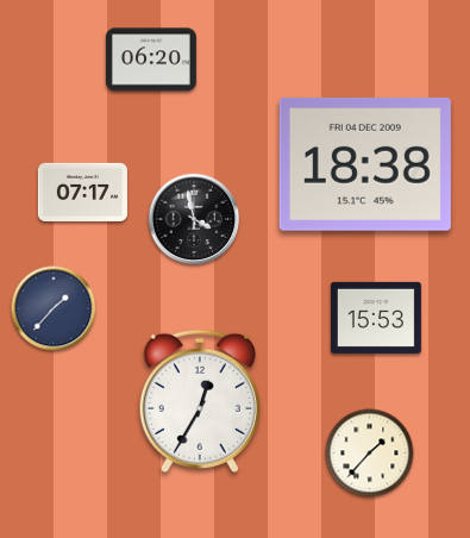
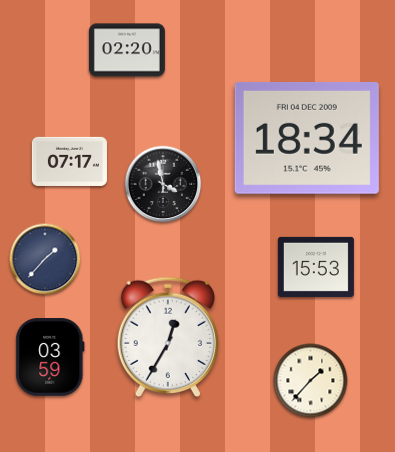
clock at (151, 60): 06:20 -> 02:20
clock at (365, 164): 18:38 -> 18:34
clock at (50, 357): none -> 03:59
